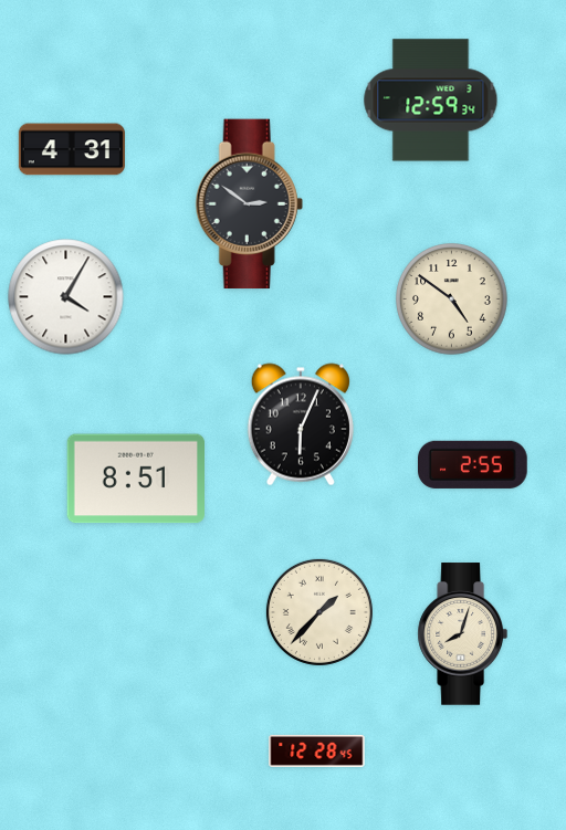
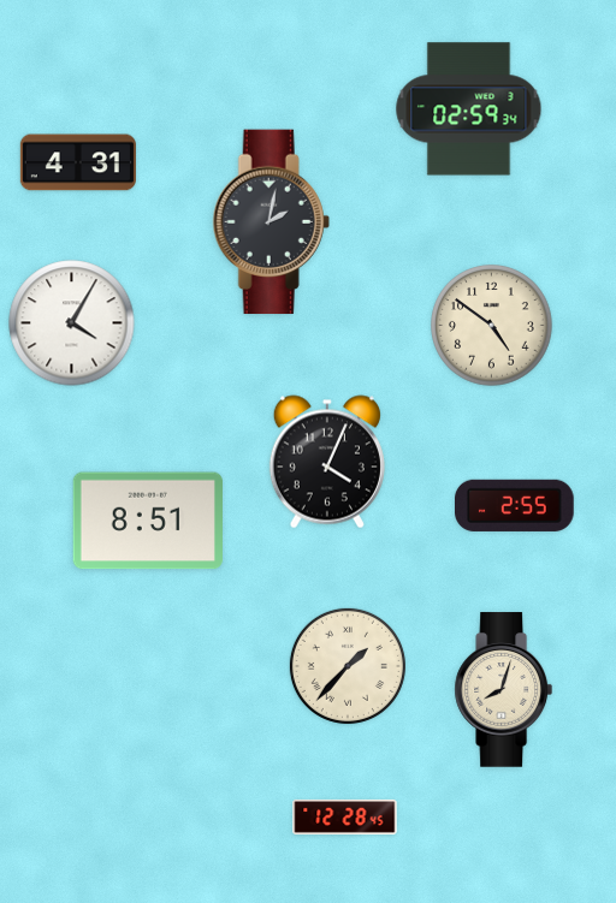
clock at (431, 101): 12:59 -> 02:59
clock at (249, 204): 2:51 -> 2:02
clock at (301, 424): 6:04 -> 4:04
